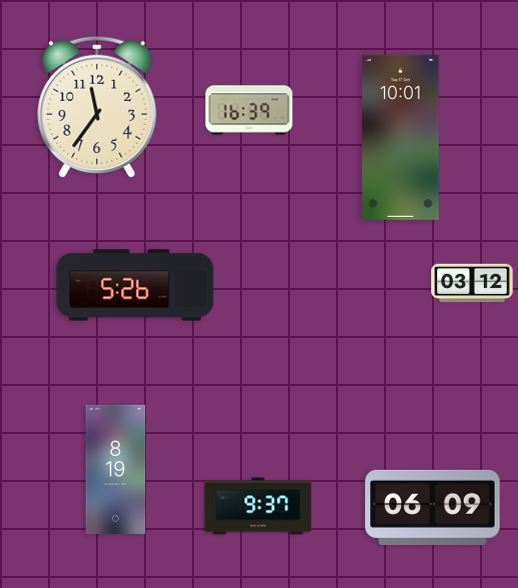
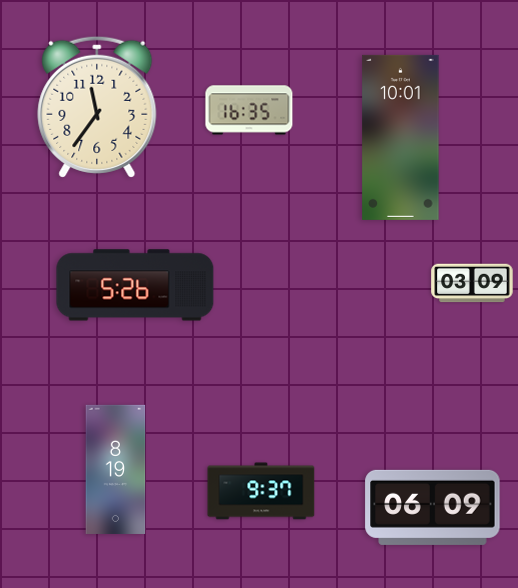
clock at (249, 110): 16:39 -> 16:35
clock at (472, 283): 03:12 -> 03:09
clock at (258, 506) position: (258, 506) -> (261, 491)
